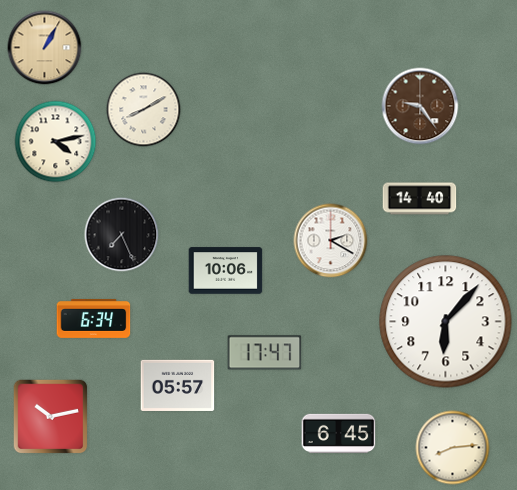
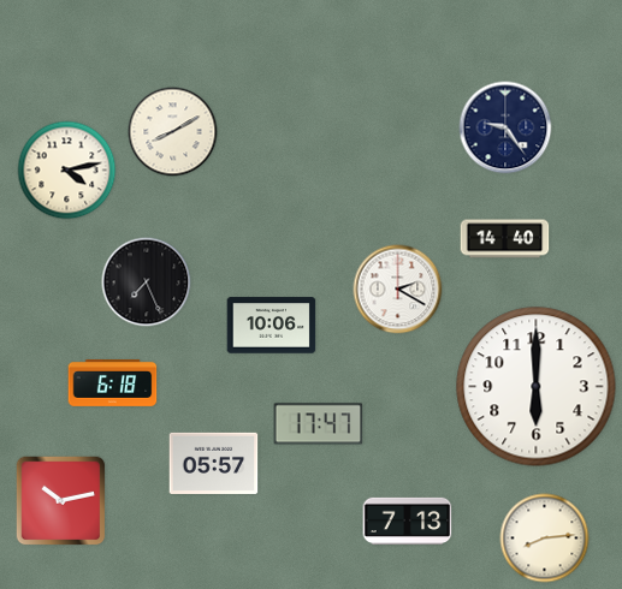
clock at (45, 48): 1:05 -> none
clock at (420, 106) dial: brown -> navy
clock at (94, 319): 6:34 -> 6:18
clock at (446, 322): 6:07 -> 6:00
clock at (339, 433): 6:45 -> 7:13
